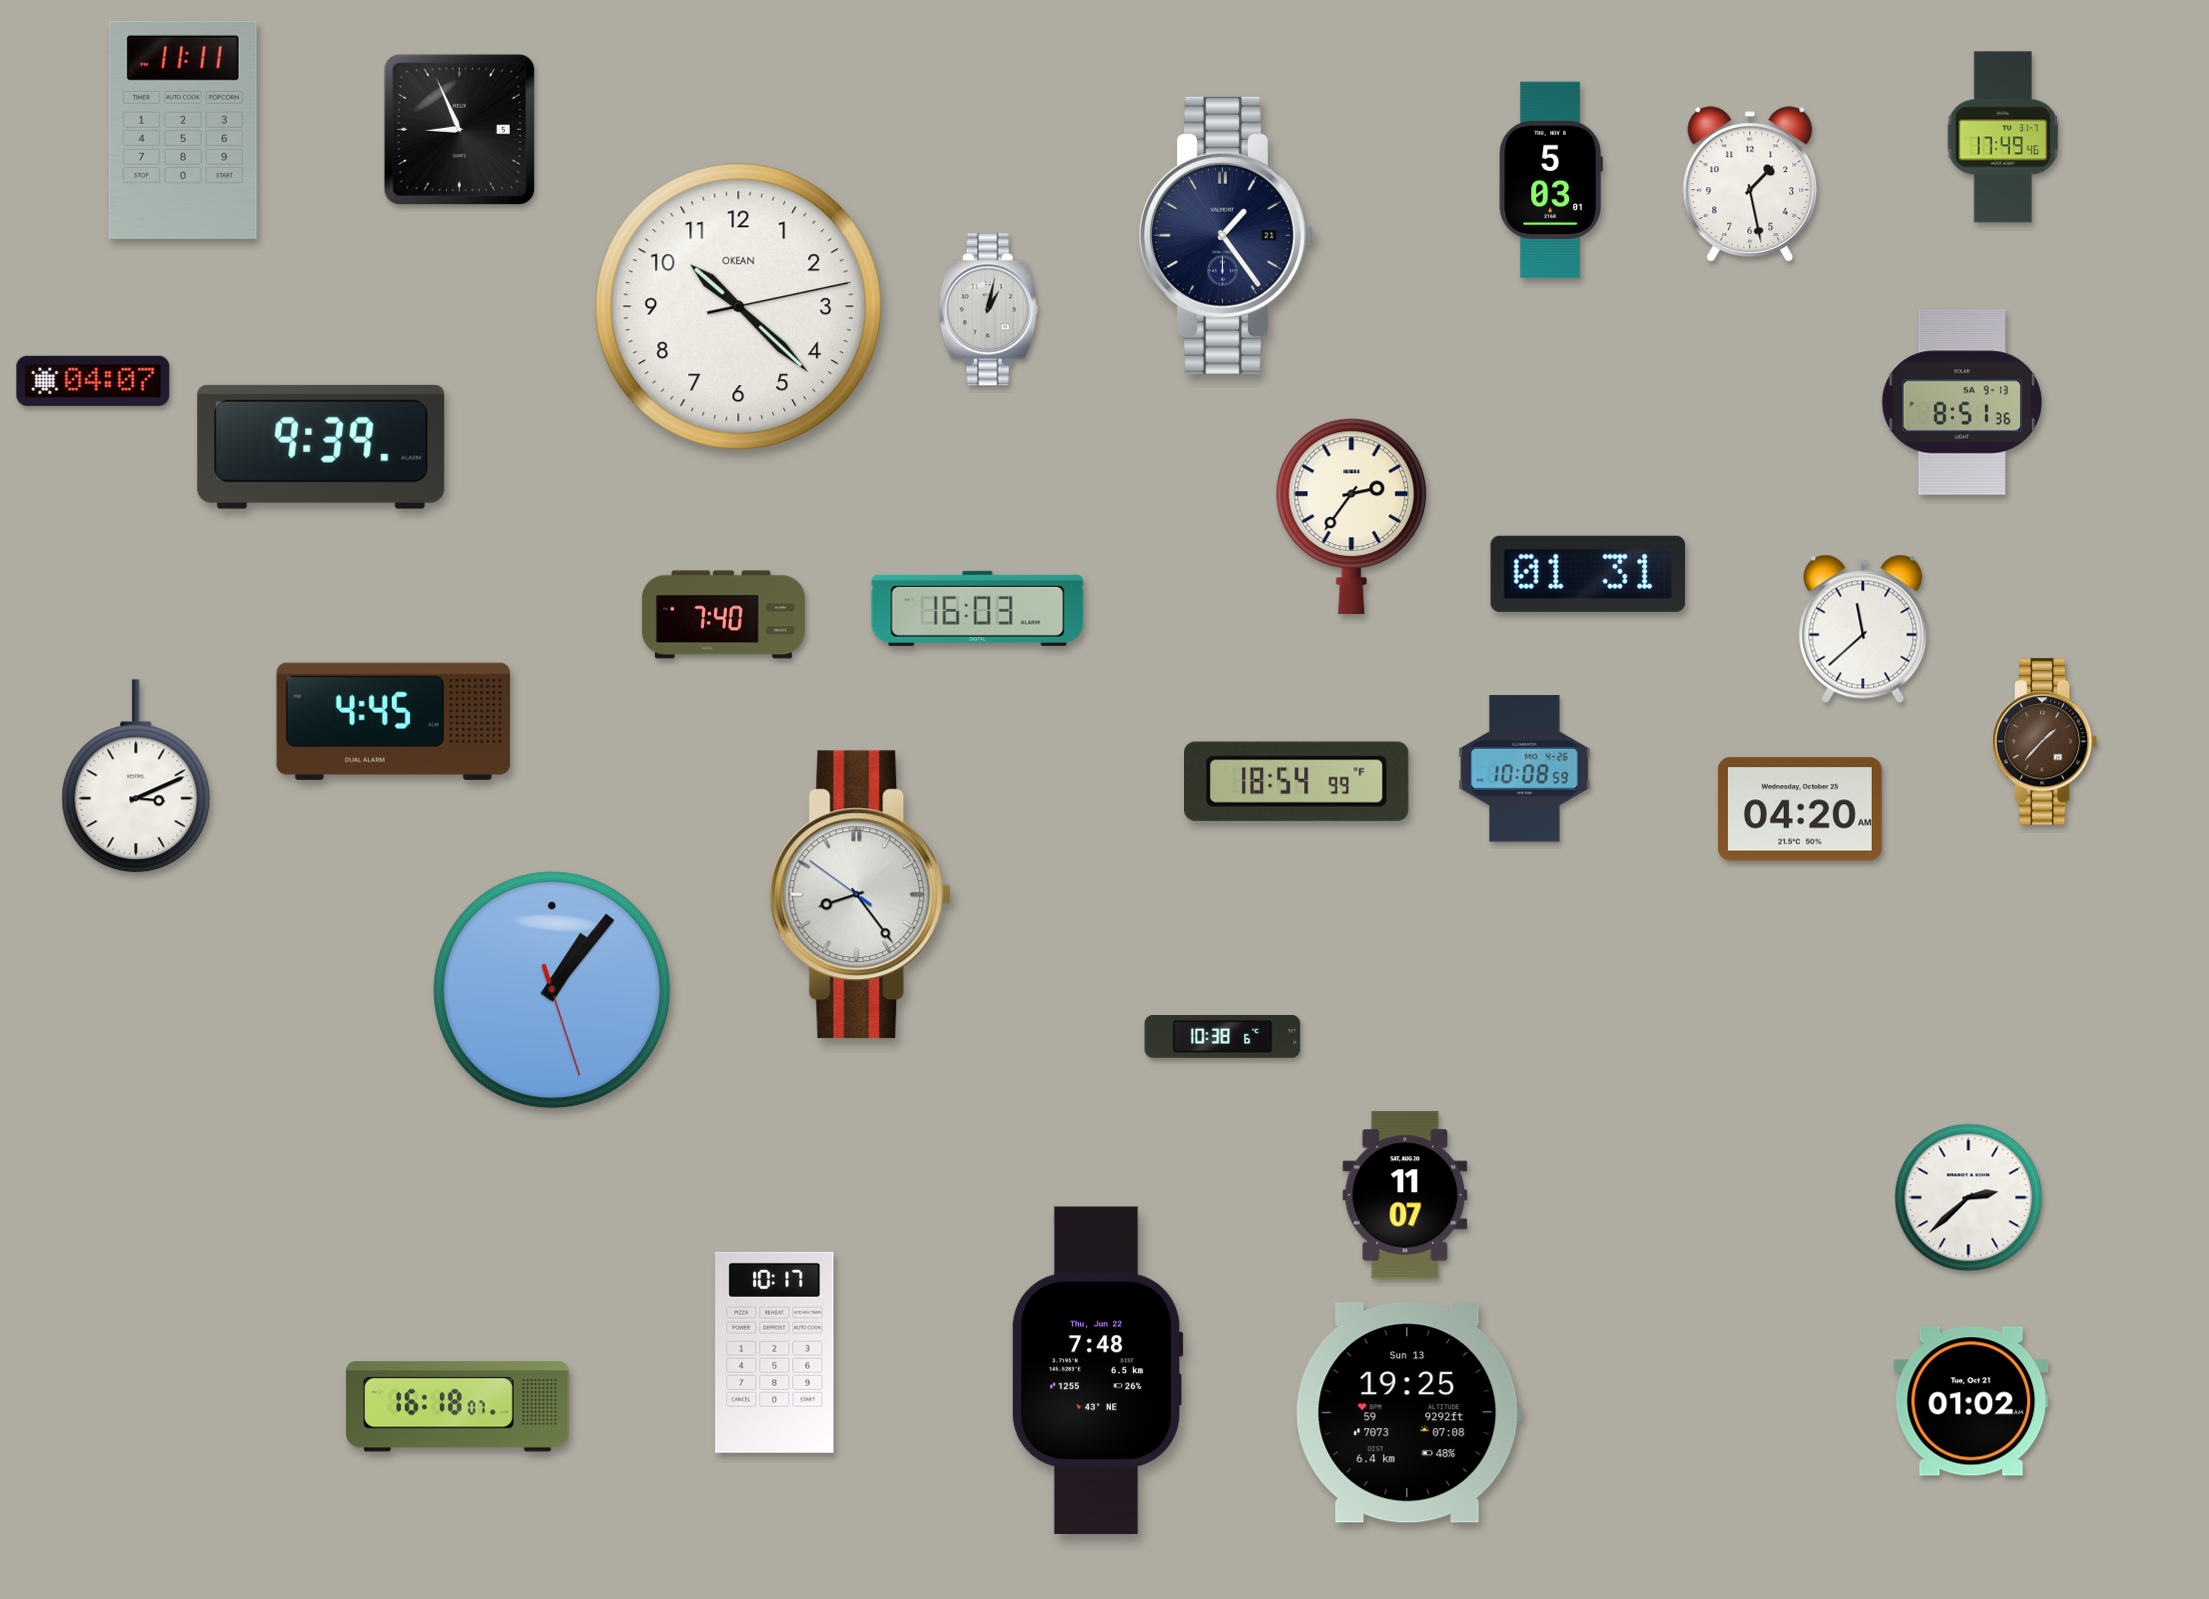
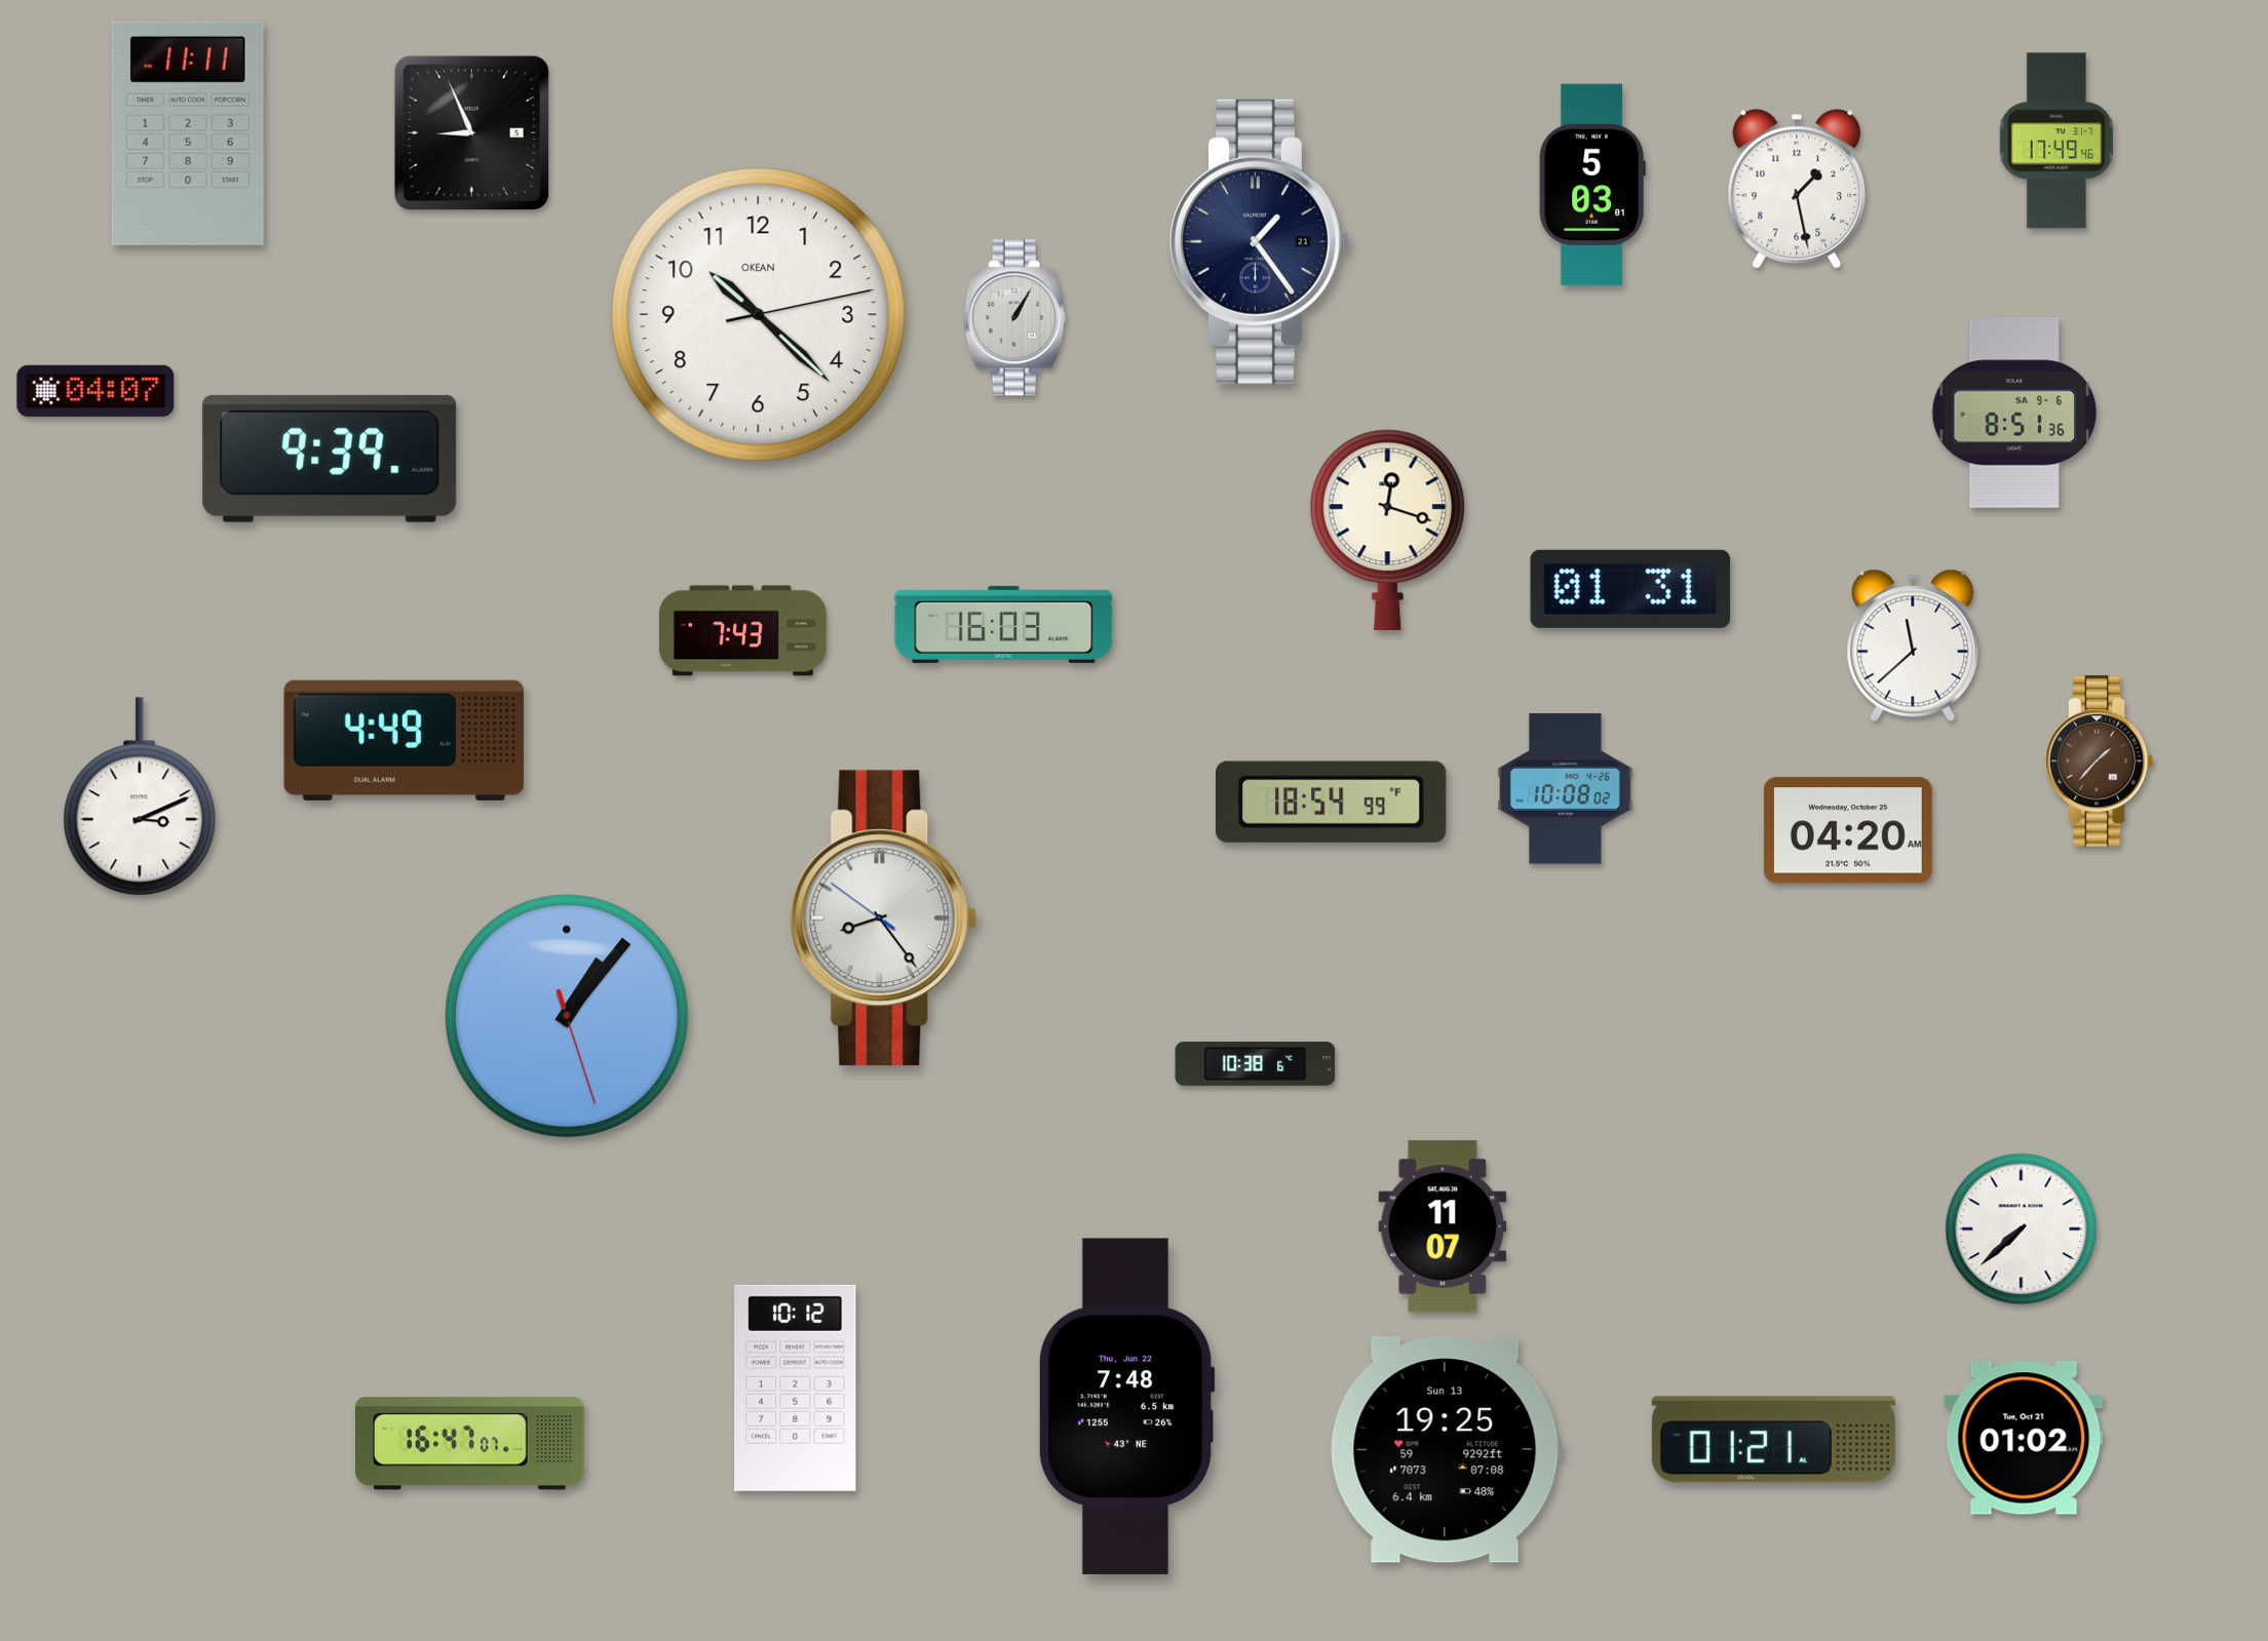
clock at (988, 310): 1:02 -> 1:05
clock at (1962, 402) date: SA 9-13 -> SA 9-6
clock at (1352, 516): 2:36 -> 12:18
clock at (723, 615): 7:40 -> 7:43
clock at (393, 721): 4:45 -> 4:49
clock at (1525, 769): 10:08:59 -> 10:08:02
clock at (1969, 1198): 2:38 -> 7:38
clock at (775, 1352): 10:17 -> 10:12
clock at (1773, 1440): none -> 01:21
clock at (458, 1407): 16:18 -> 16:47
